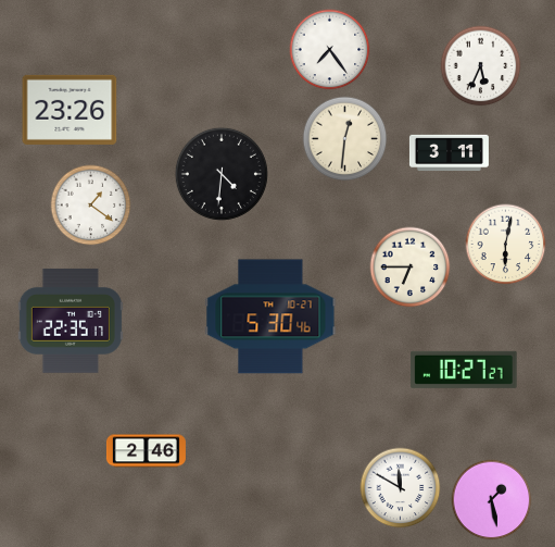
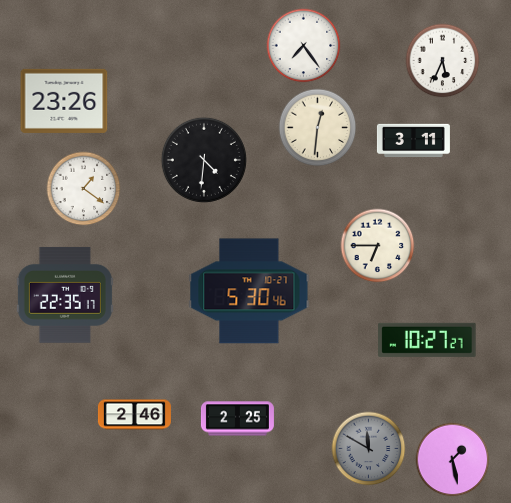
clock at (506, 245): 6:02 -> none
clock at (237, 419): none -> 2:25
clock at (401, 488) dial: white -> grey
